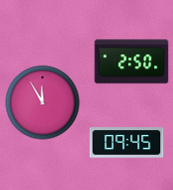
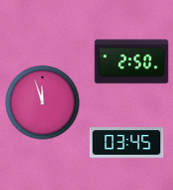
clock at (43, 103): 11:55 -> 11:57
clock at (127, 143): 09:45 -> 03:45
